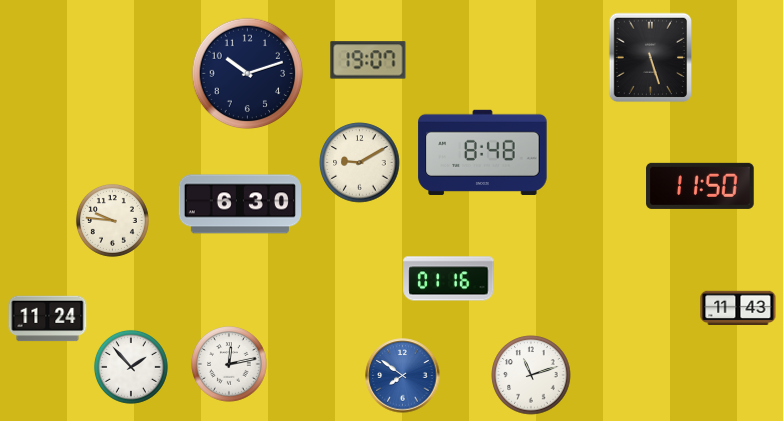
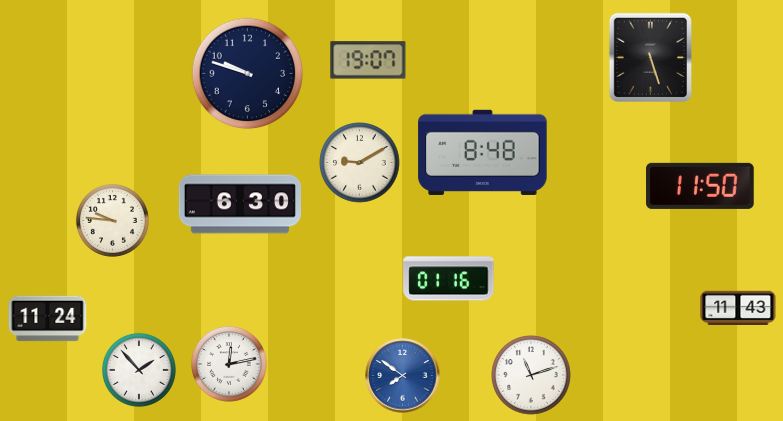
clock at (248, 74): 10:12 -> 9:48
clock at (131, 367) position: (131, 367) -> (139, 370)
